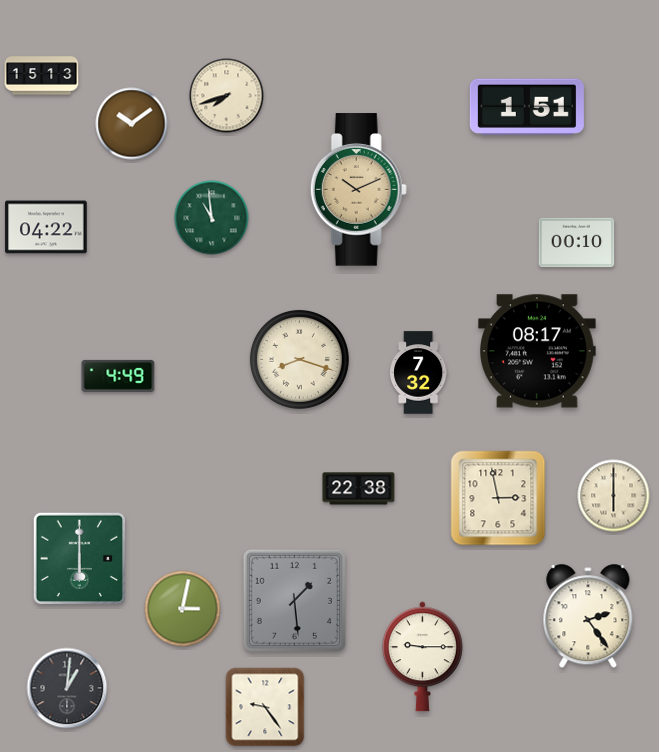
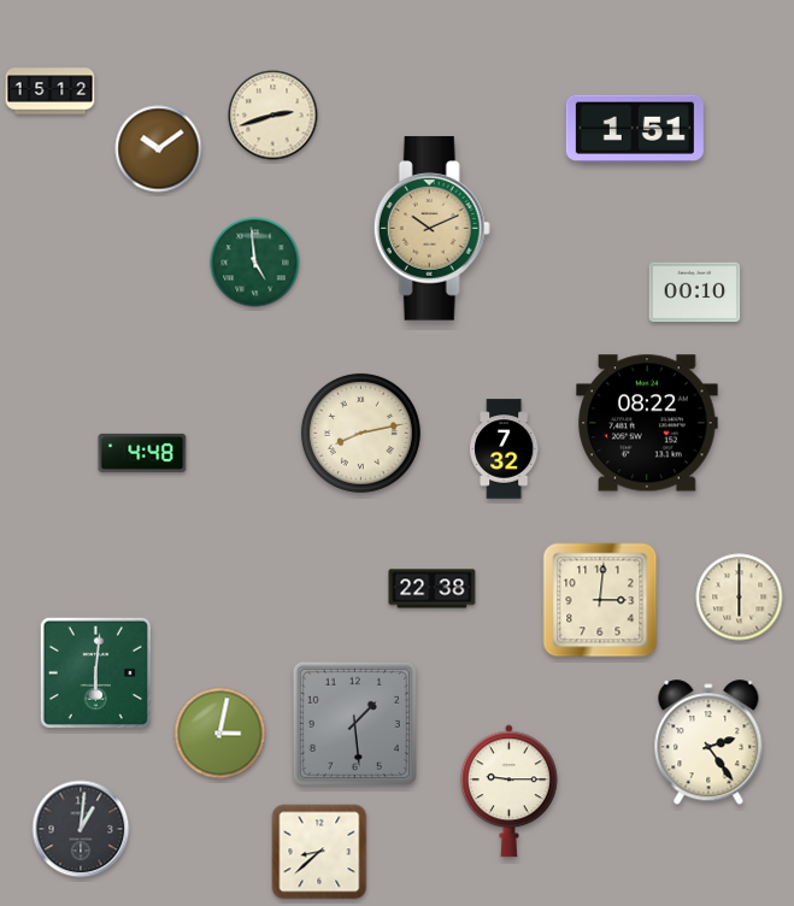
clock at (42, 76): 15:13 -> 15:12
clock at (227, 96): 7:42 -> 2:42
clock at (212, 218): 10:59 -> 4:59
clock at (46, 227): 04:22 -> none
clock at (537, 351): 08:17 -> 08:22
clock at (299, 359): 8:18 -> 8:13
clock at (118, 376): 4:49 -> 4:48
clock at (498, 498): 2:58 -> 3:01
clock at (80, 559): 6:00 -> 6:01
clock at (265, 707): 9:24 -> 8:38
